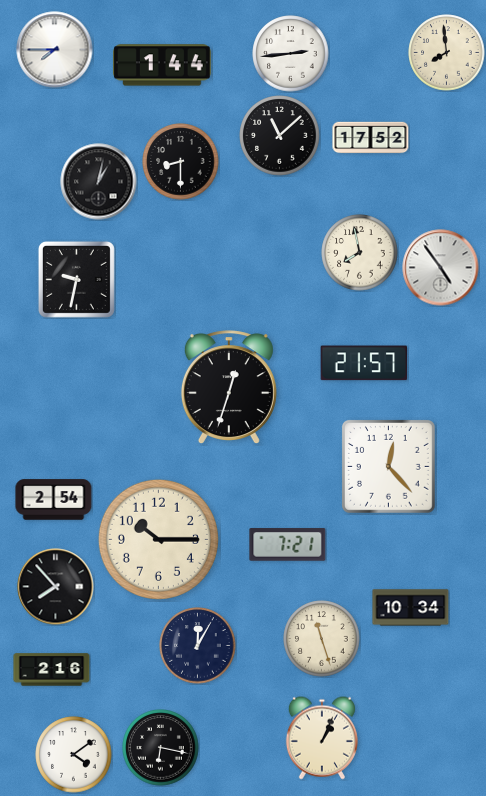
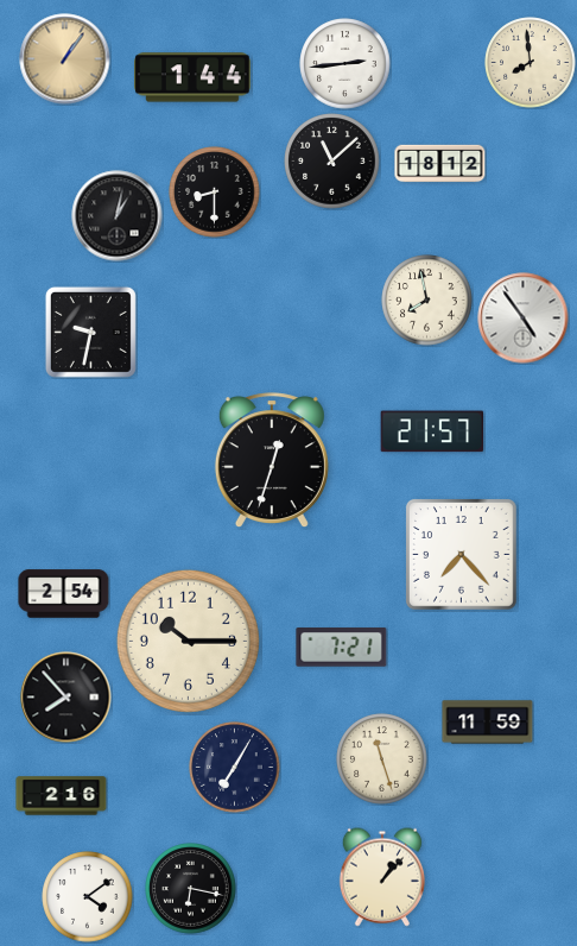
clock at (55, 50): 7:45 -> 1:06
clock at (55, 50) dial: white -> champagne
clock at (371, 138): 17:52 -> 18:12
clock at (388, 466): 12:23 -> 7:23
clock at (411, 608): 10:34 -> 11:59
clock at (198, 646): 12:05 -> 7:05
clock at (322, 738): 1:04 -> 1:07
